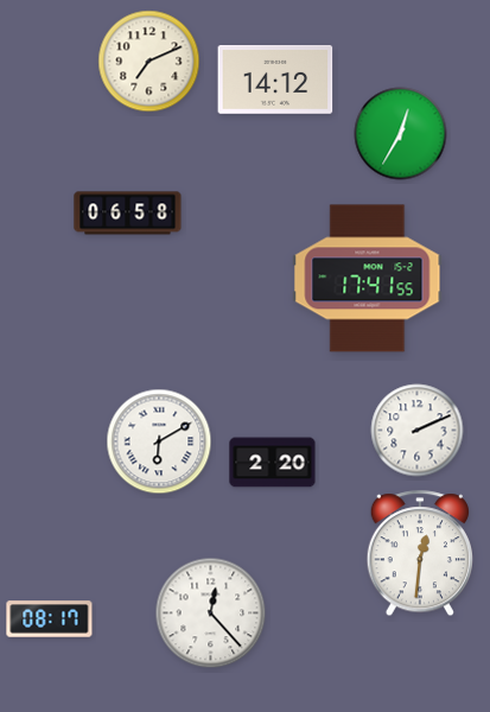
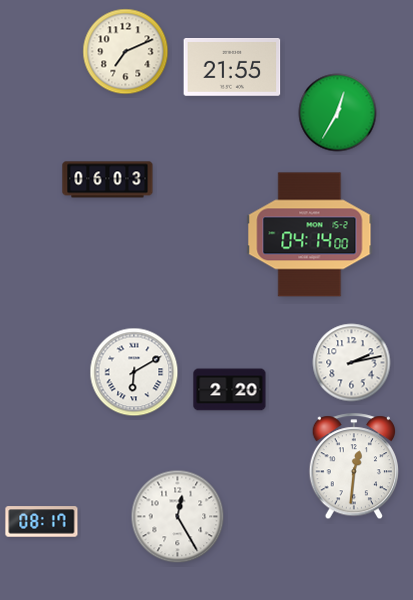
clock at (275, 81): 14:12 -> 21:55
clock at (128, 214): 06:58 -> 06:03
clock at (368, 279): 17:41 -> 04:14
clock at (418, 431): 2:11 -> 2:13
clock at (211, 614): 12:23 -> 12:25
